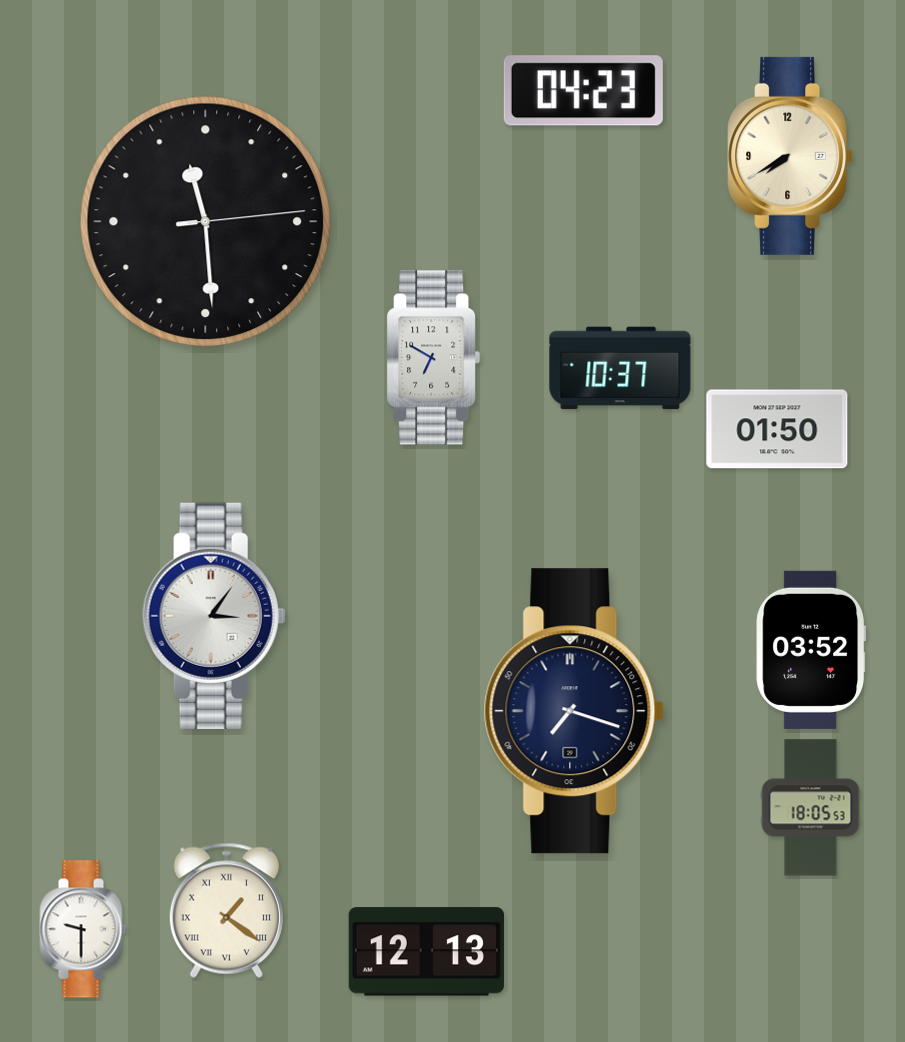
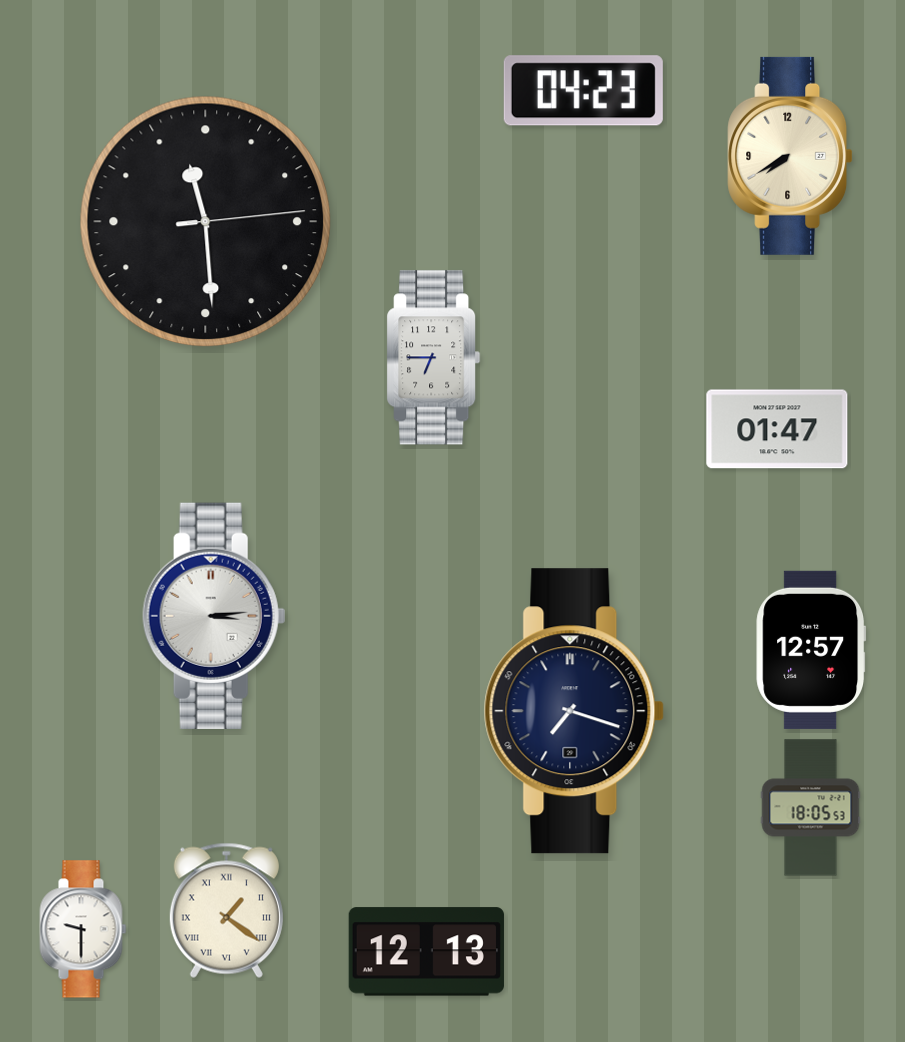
clock at (434, 358): 6:50 -> 6:45
clock at (620, 368): 10:37 -> none
clock at (777, 429): 01:50 -> 01:47
clock at (214, 616): 3:06 -> 3:14
clock at (811, 650): 03:52 -> 12:57
